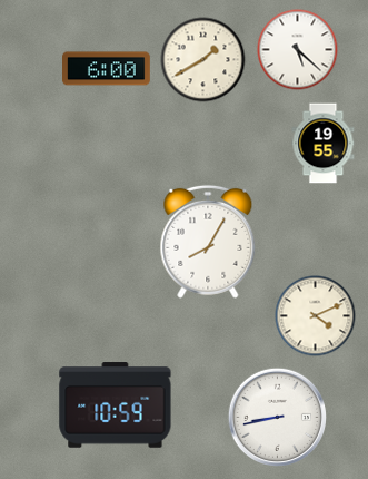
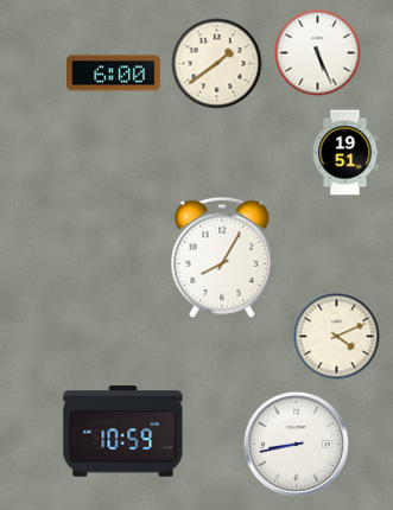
clock at (298, 50): 5:22 -> 5:26
clock at (203, 60): 1:40 -> 1:39
clock at (324, 144): 19:55 -> 19:51
